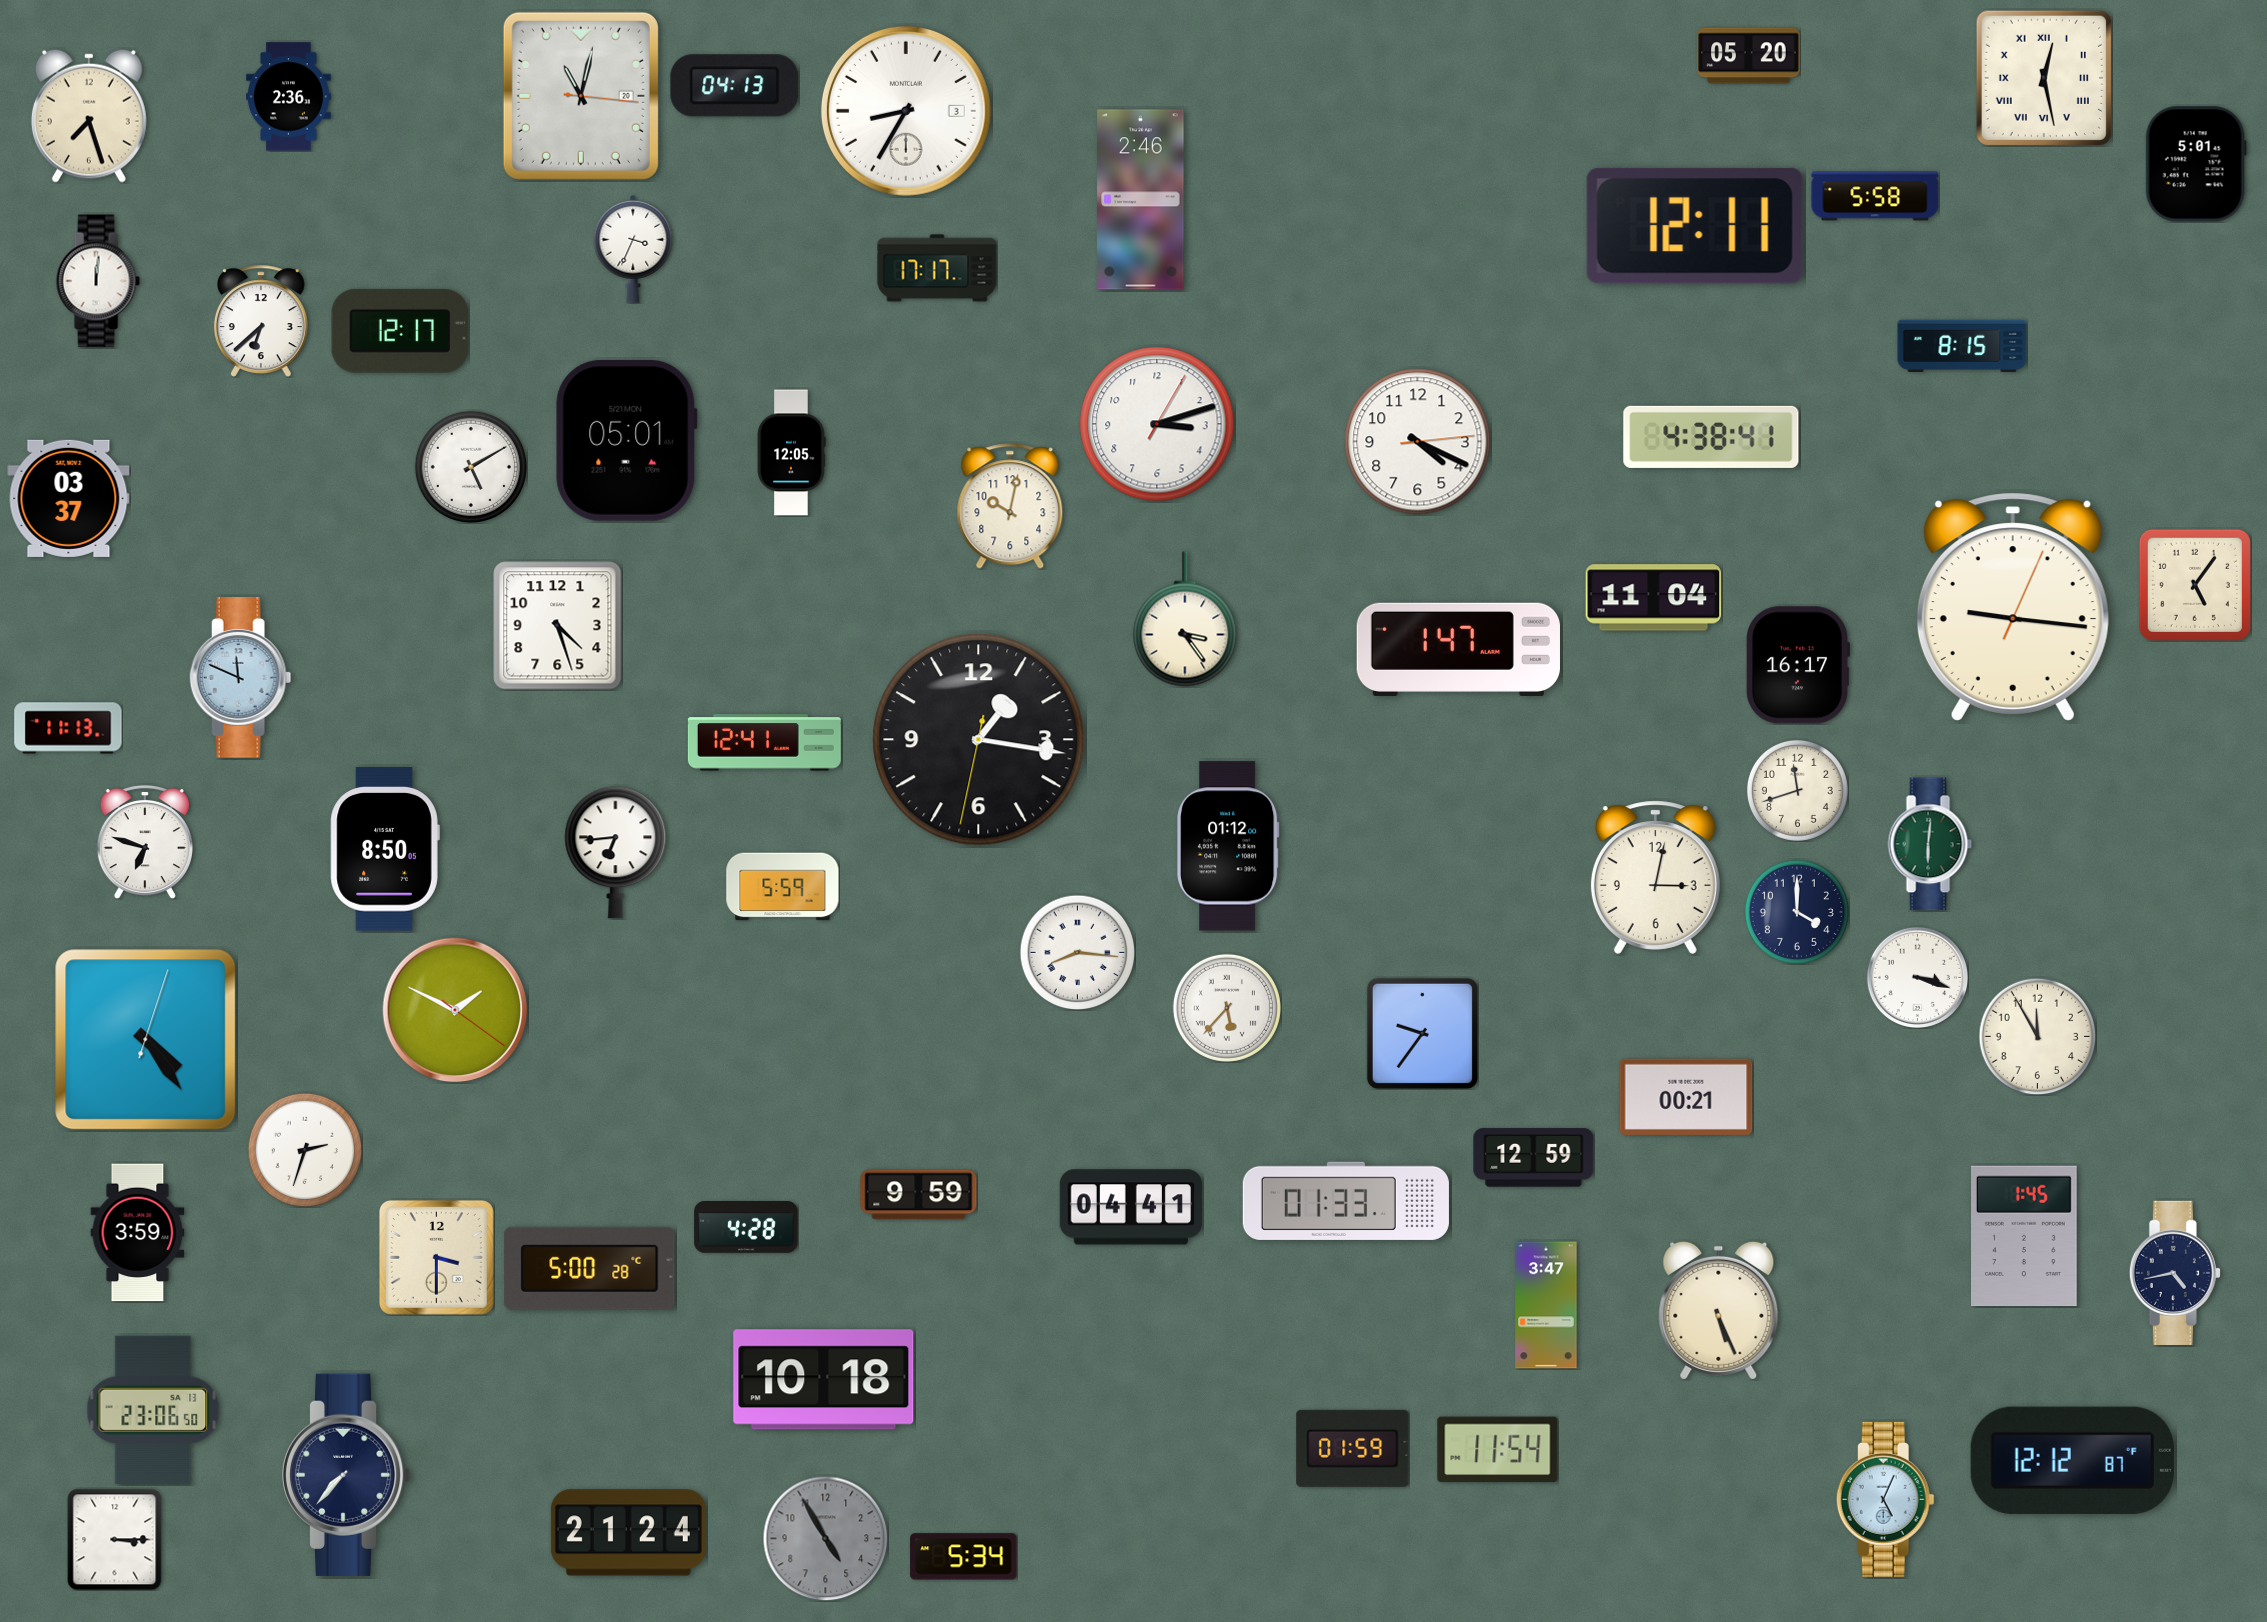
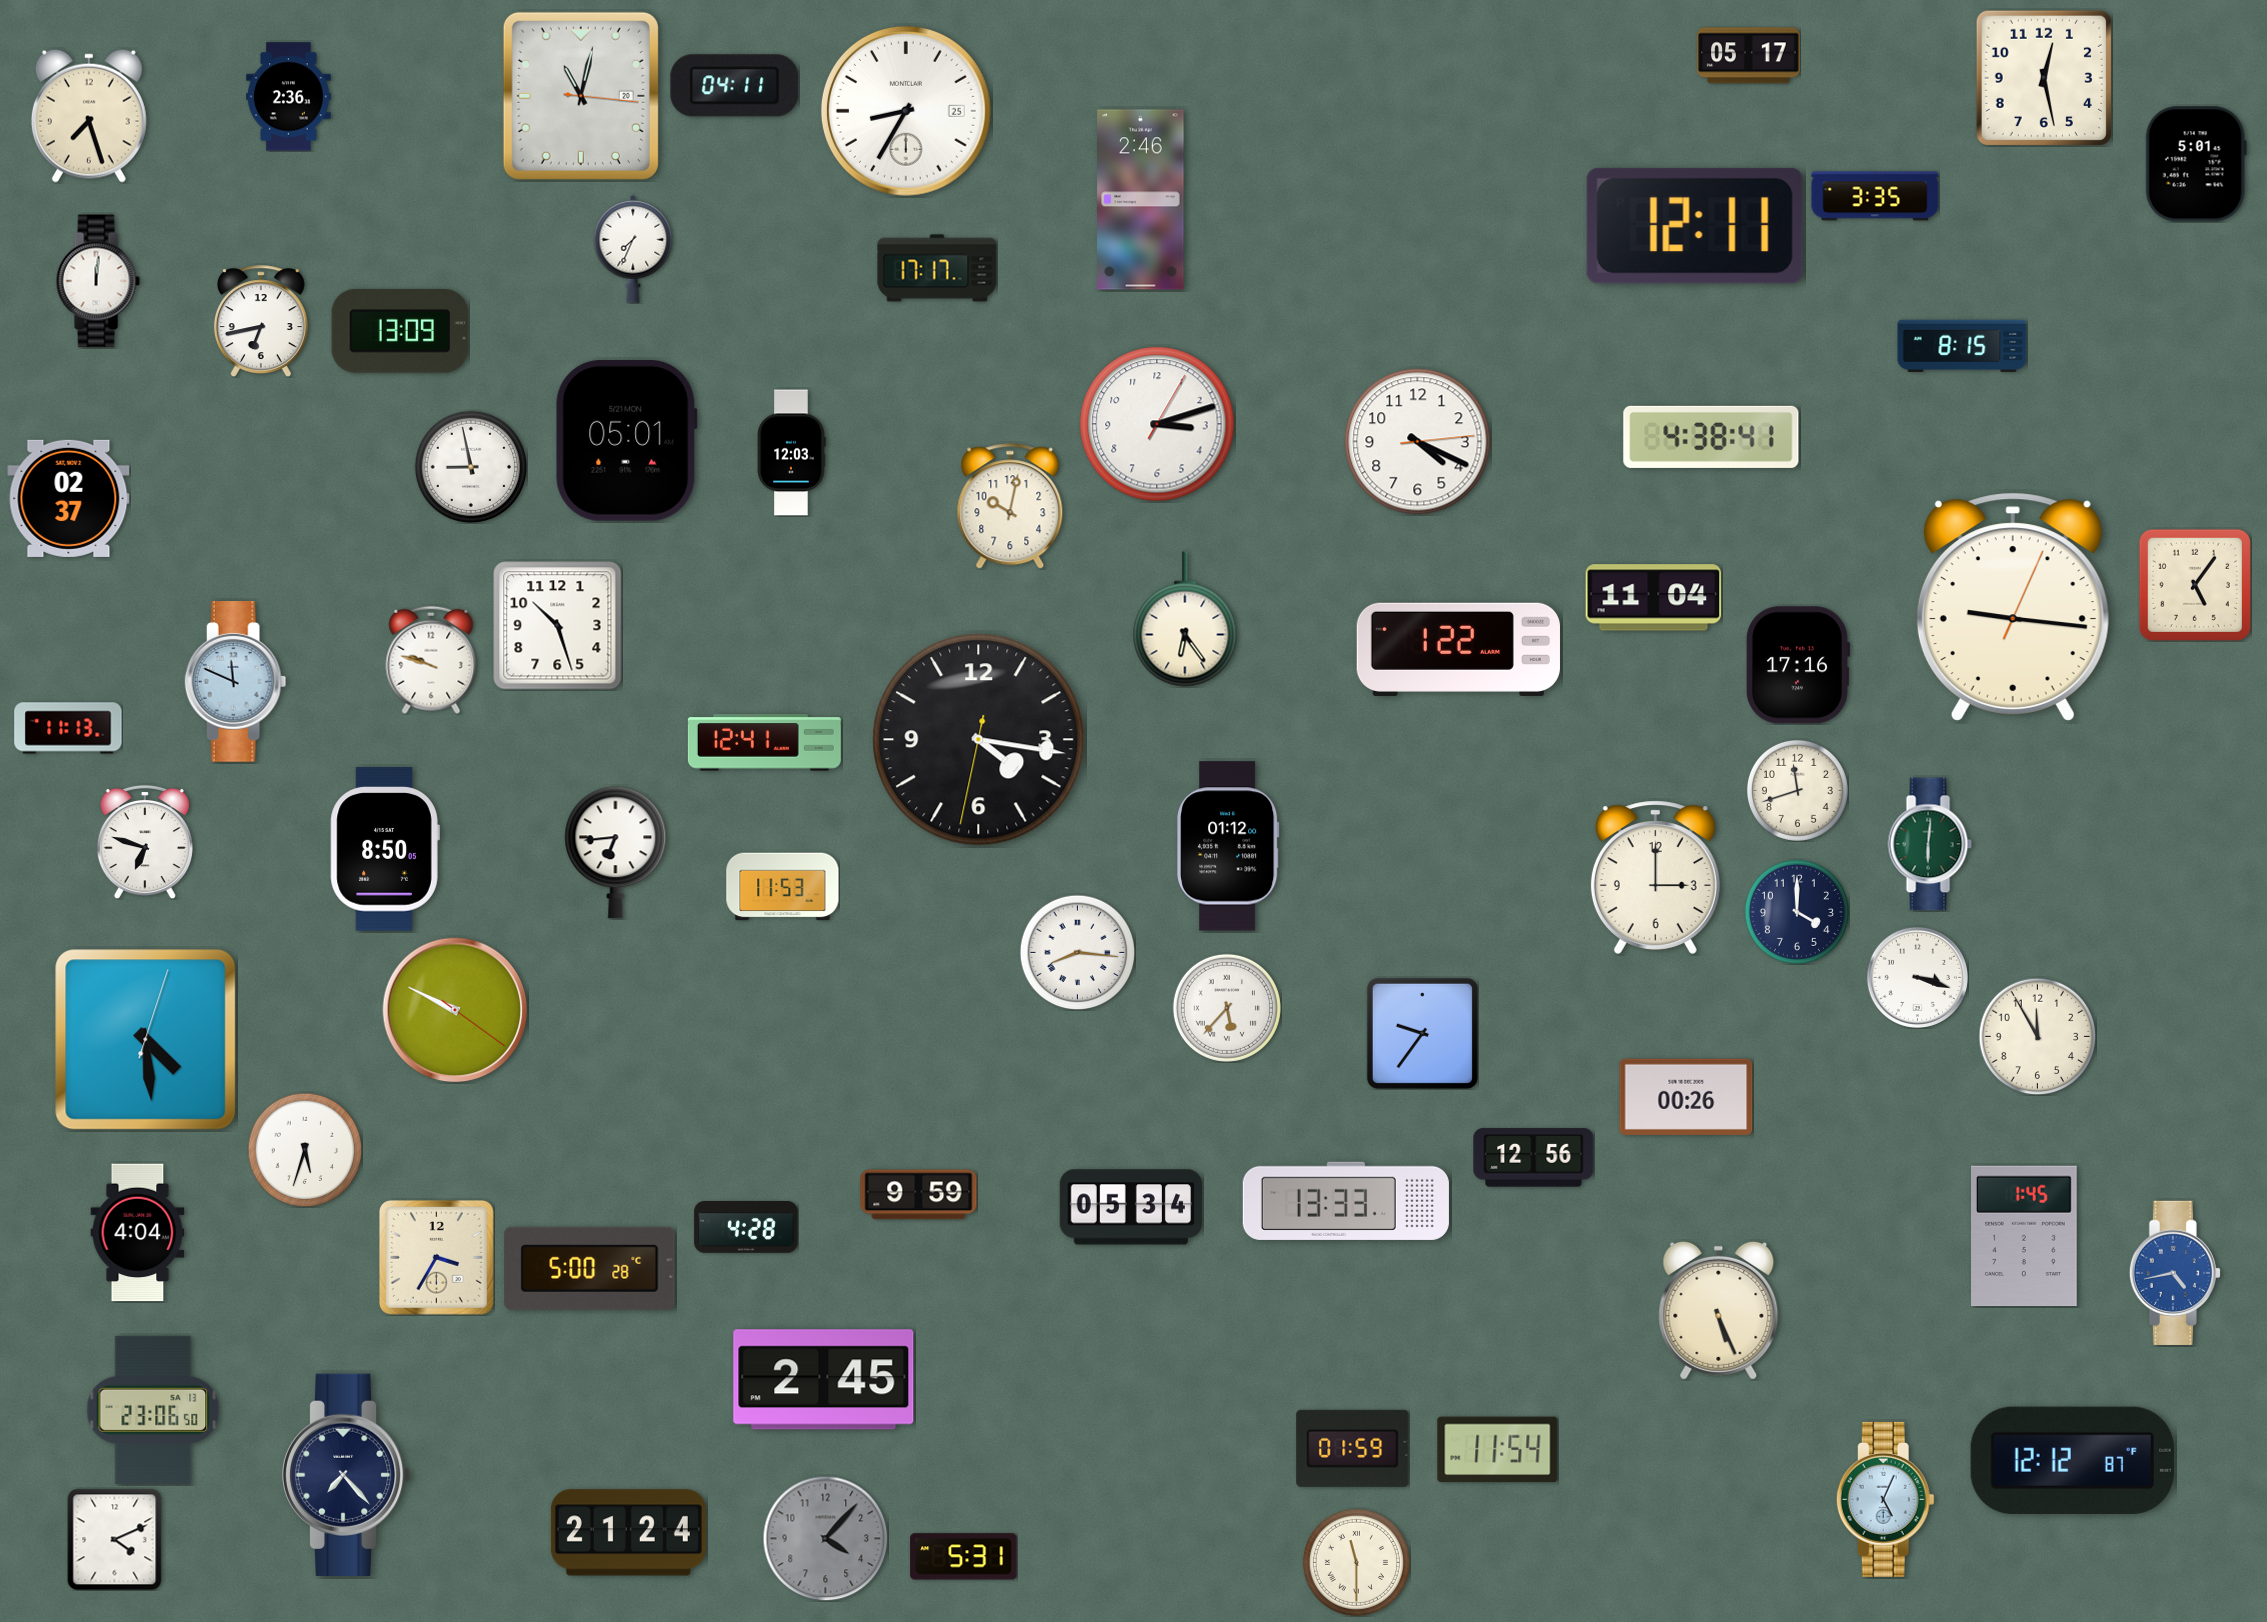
clock at (1749, 56): 05:20 -> 05:17
clock at (2044, 78) numerals: Roman -> Arabic
clock at (735, 86): 04:13 -> 04:11
clock at (906, 111) date: 3 -> 25
clock at (1875, 196): 5:58 -> 3:35
clock at (633, 249): 3:34 -> 7:34
clock at (261, 321): 6:38 -> 6:43
clock at (400, 331): 12:17 -> 13:09
clock at (791, 453): 12:05 -> 12:03
clock at (470, 466): 5:10 -> 8:58
clock at (69, 498): 03:37 -> 02:37
clock at (1185, 619): 3:24 -> 6:24
clock at (558, 626): 4:27 -> 10:27
clock at (1458, 649): 1:47 -> 1:22
clock at (431, 660): none -> 9:48
clock at (1798, 665): 16:17 -> 17:16
clock at (241, 678) position: (241, 678) -> (236, 682)
clock at (979, 740): 1:16 -> 4:16
clock at (1655, 877): 3:02 -> 3:00
clock at (783, 887): 5:59 -> 11:53
clock at (455, 1010): 1:49 -> 9:49
clock at (146, 1040): 4:24 -> 4:29
clock at (1686, 1097): 00:21 -> 00:26
clock at (305, 1150): 2:33 -> 5:33
clock at (1534, 1158): 12:59 -> 12:56
clock at (1346, 1201): 01:33 -> 13:33
clock at (1131, 1207): 04:41 -> 05:34
clock at (138, 1233): 3:59 -> 4:04
clock at (436, 1257): 3:30 -> 3:35
clock at (2175, 1273) dial: navy -> blue
clock at (1546, 1305): 3:47 -> none
clock at (824, 1380): 10:18 -> 2:45
clock at (346, 1475): 7:37 -> 7:23
clock at (825, 1538): 4:55 -> 4:07
clock at (115, 1539): 3:15 -> 4:11
clock at (964, 1557): 5:34 -> 5:31
clock at (1356, 1562): none -> 11:30
